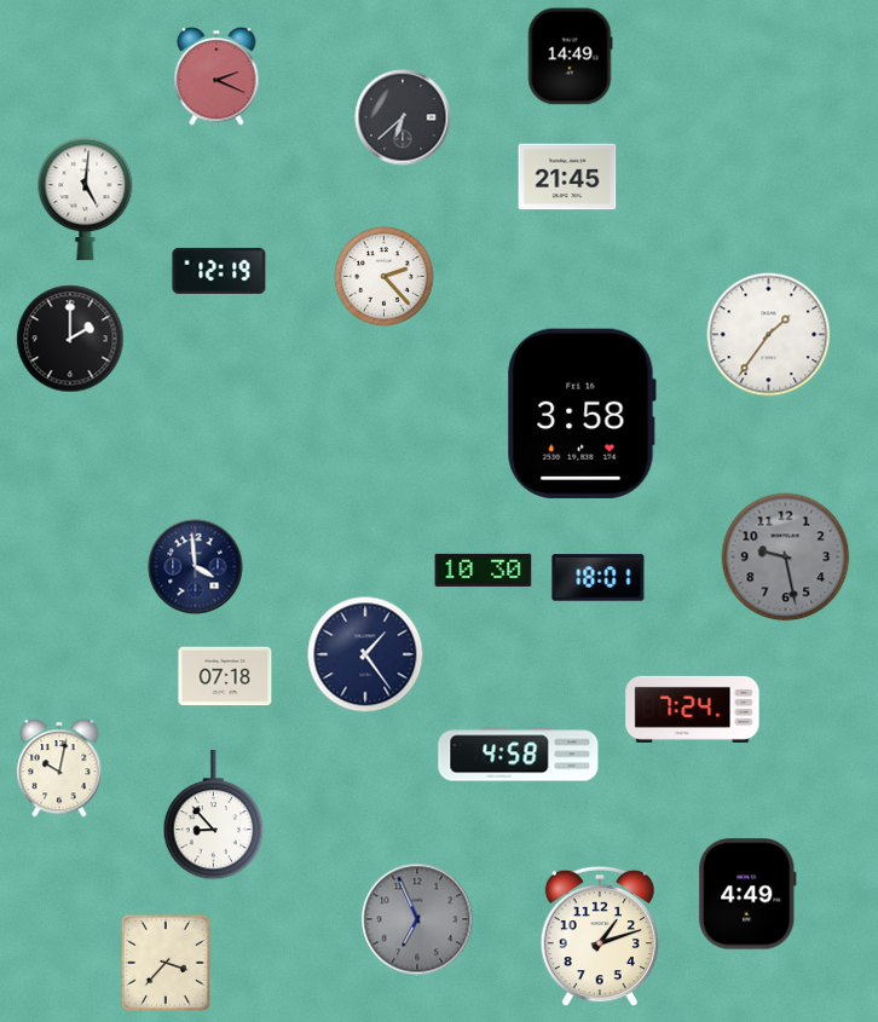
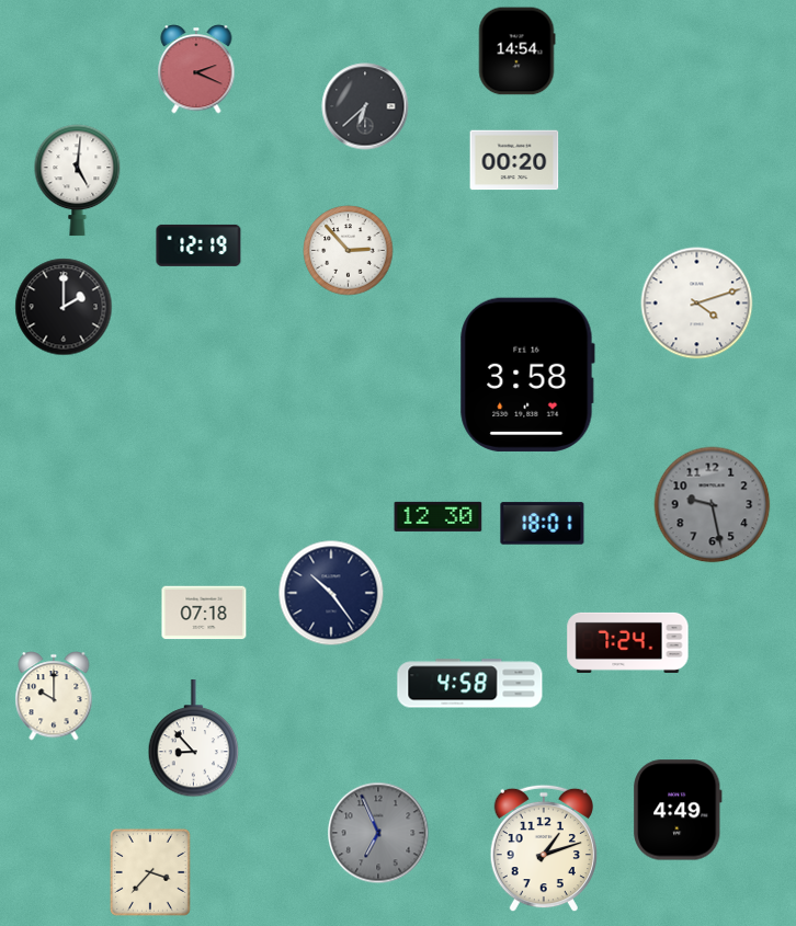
clock at (570, 57): 14:49 -> 14:54
clock at (567, 177): 21:45 -> 00:20
clock at (385, 277): 2:23 -> 2:53
clock at (769, 335): 1:36 -> 4:12
clock at (196, 567): 3:59 -> none
clock at (484, 570): 10:30 -> 12:30
clock at (365, 654): 1:24 -> 10:24
clock at (59, 768): 10:02 -> 10:00
